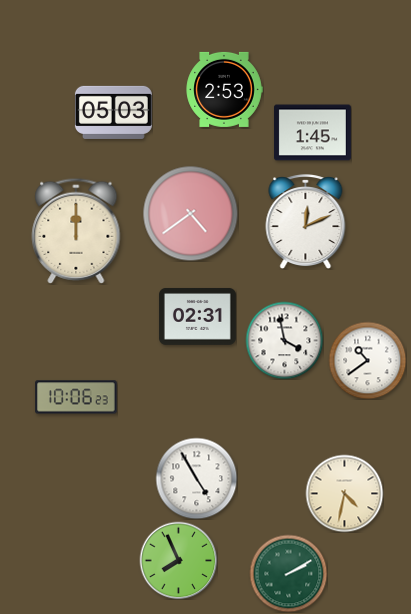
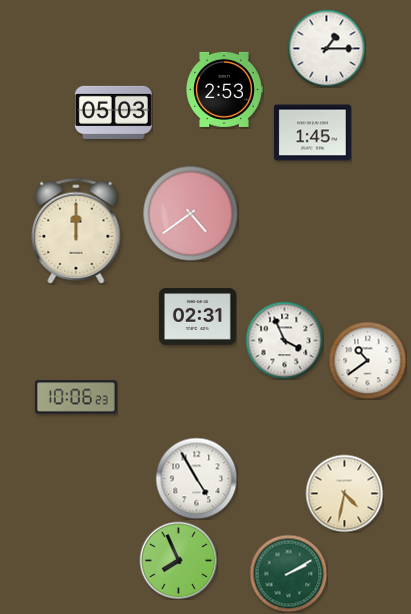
clock at (326, 48): none -> 1:15
clock at (306, 222): 12:11 -> none
clock at (284, 340): 3:58 -> 3:56
